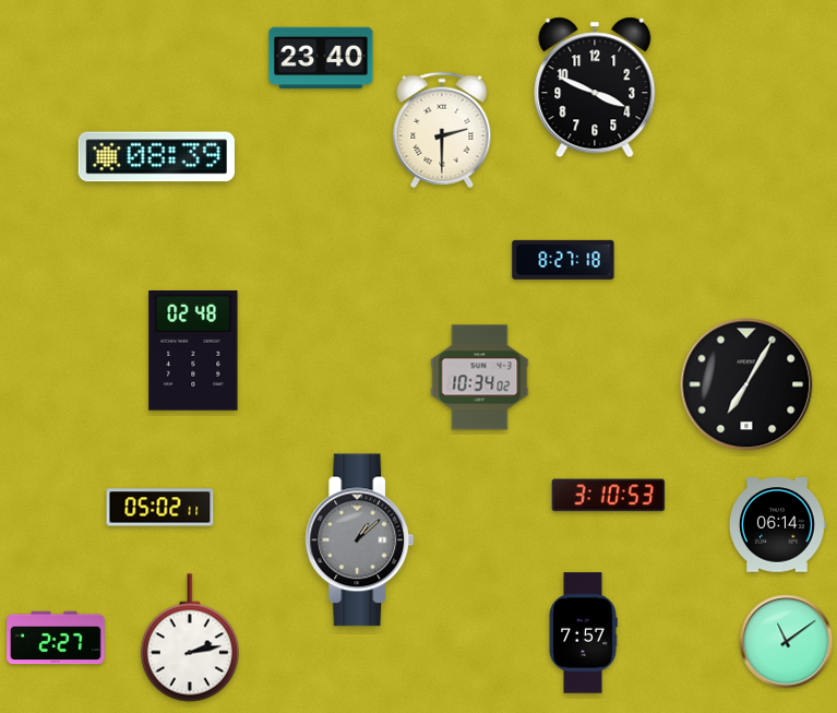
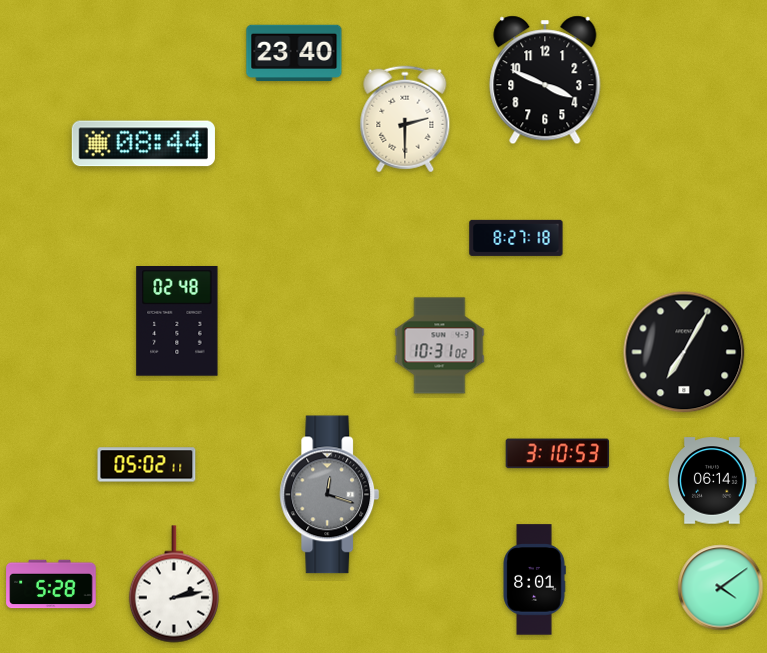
clock at (156, 157): 08:39 -> 08:44
clock at (480, 378): 10:34 -> 10:31
clock at (360, 540): 1:08 -> 12:18
clock at (583, 633): 7:57 -> 8:01
clock at (56, 638): 2:27 -> 5:28
clock at (787, 642): 11:09 -> 4:09
